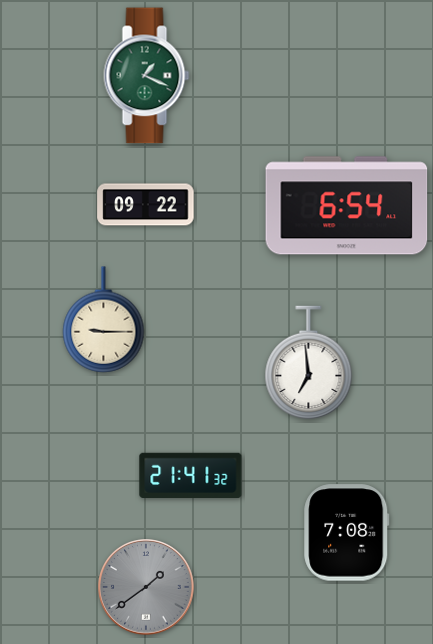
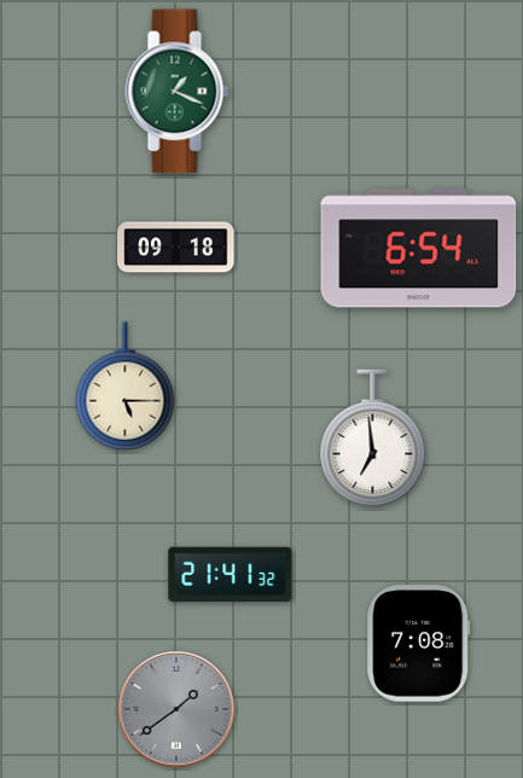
clock at (146, 205): 09:22 -> 09:18
clock at (104, 320): 9:15 -> 5:15
